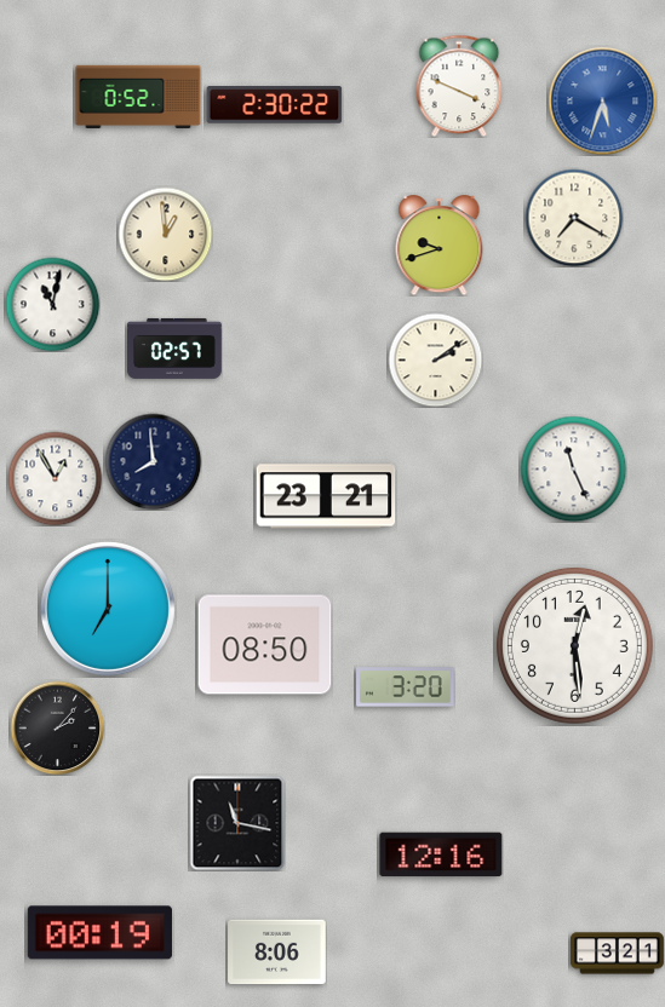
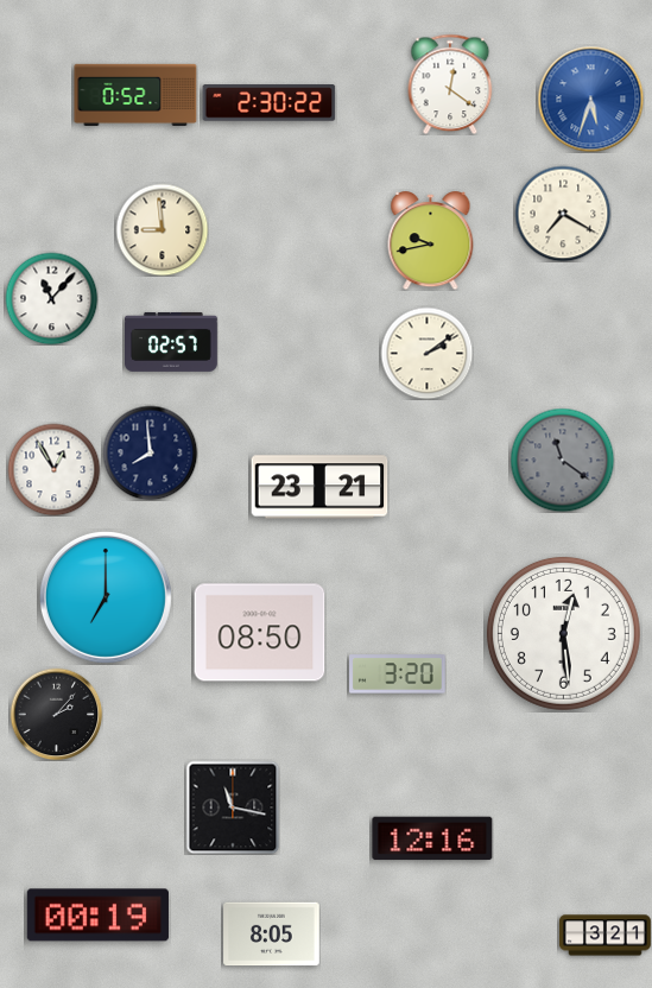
clock at (459, 86): 3:49 -> 12:21
clock at (165, 234): 12:59 -> 8:59
clock at (440, 246): 9:42 -> 9:43
clock at (52, 304): 11:02 -> 11:07
clock at (573, 468): 11:26 -> 11:21
clock at (573, 468) dial: white -> grey
clock at (277, 953): 8:06 -> 8:05
